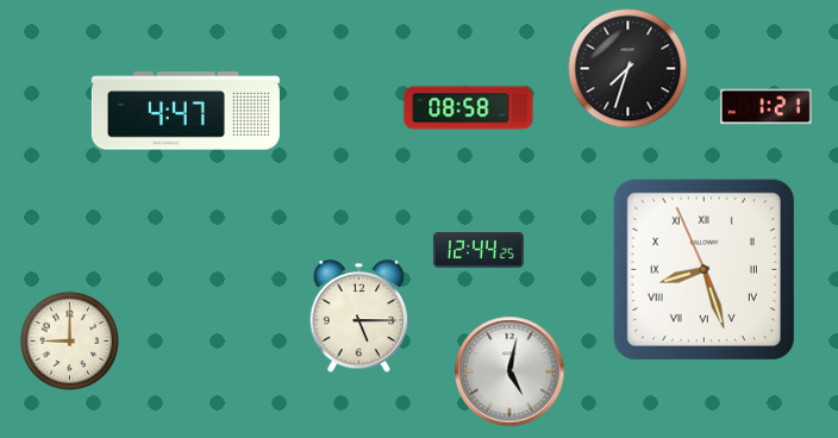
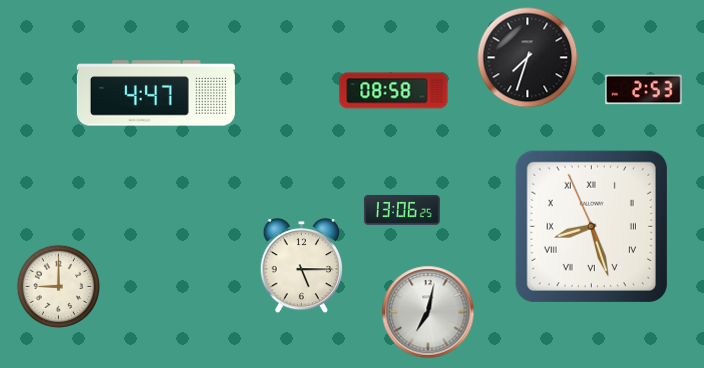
clock at (767, 107): 1:21 -> 2:53
clock at (479, 250): 12:44 -> 13:06
clock at (509, 371): 5:02 -> 7:02
